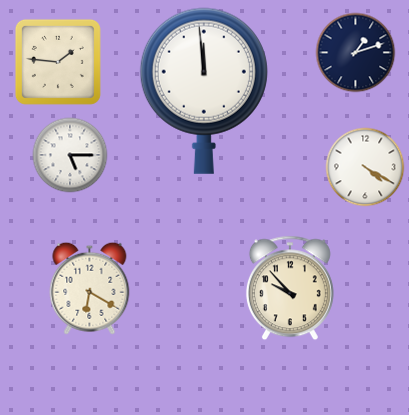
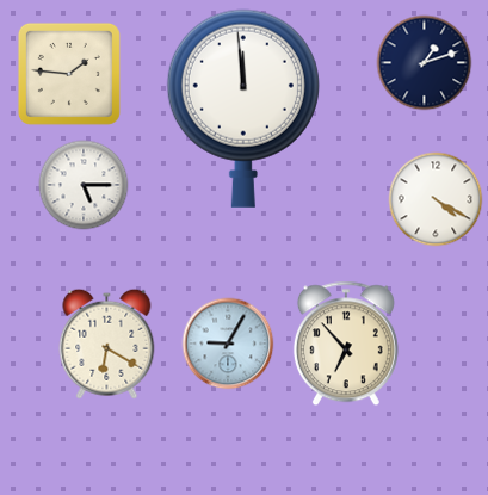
clock at (228, 344): none -> 9:05
clock at (290, 288): 9:53 -> 6:53
